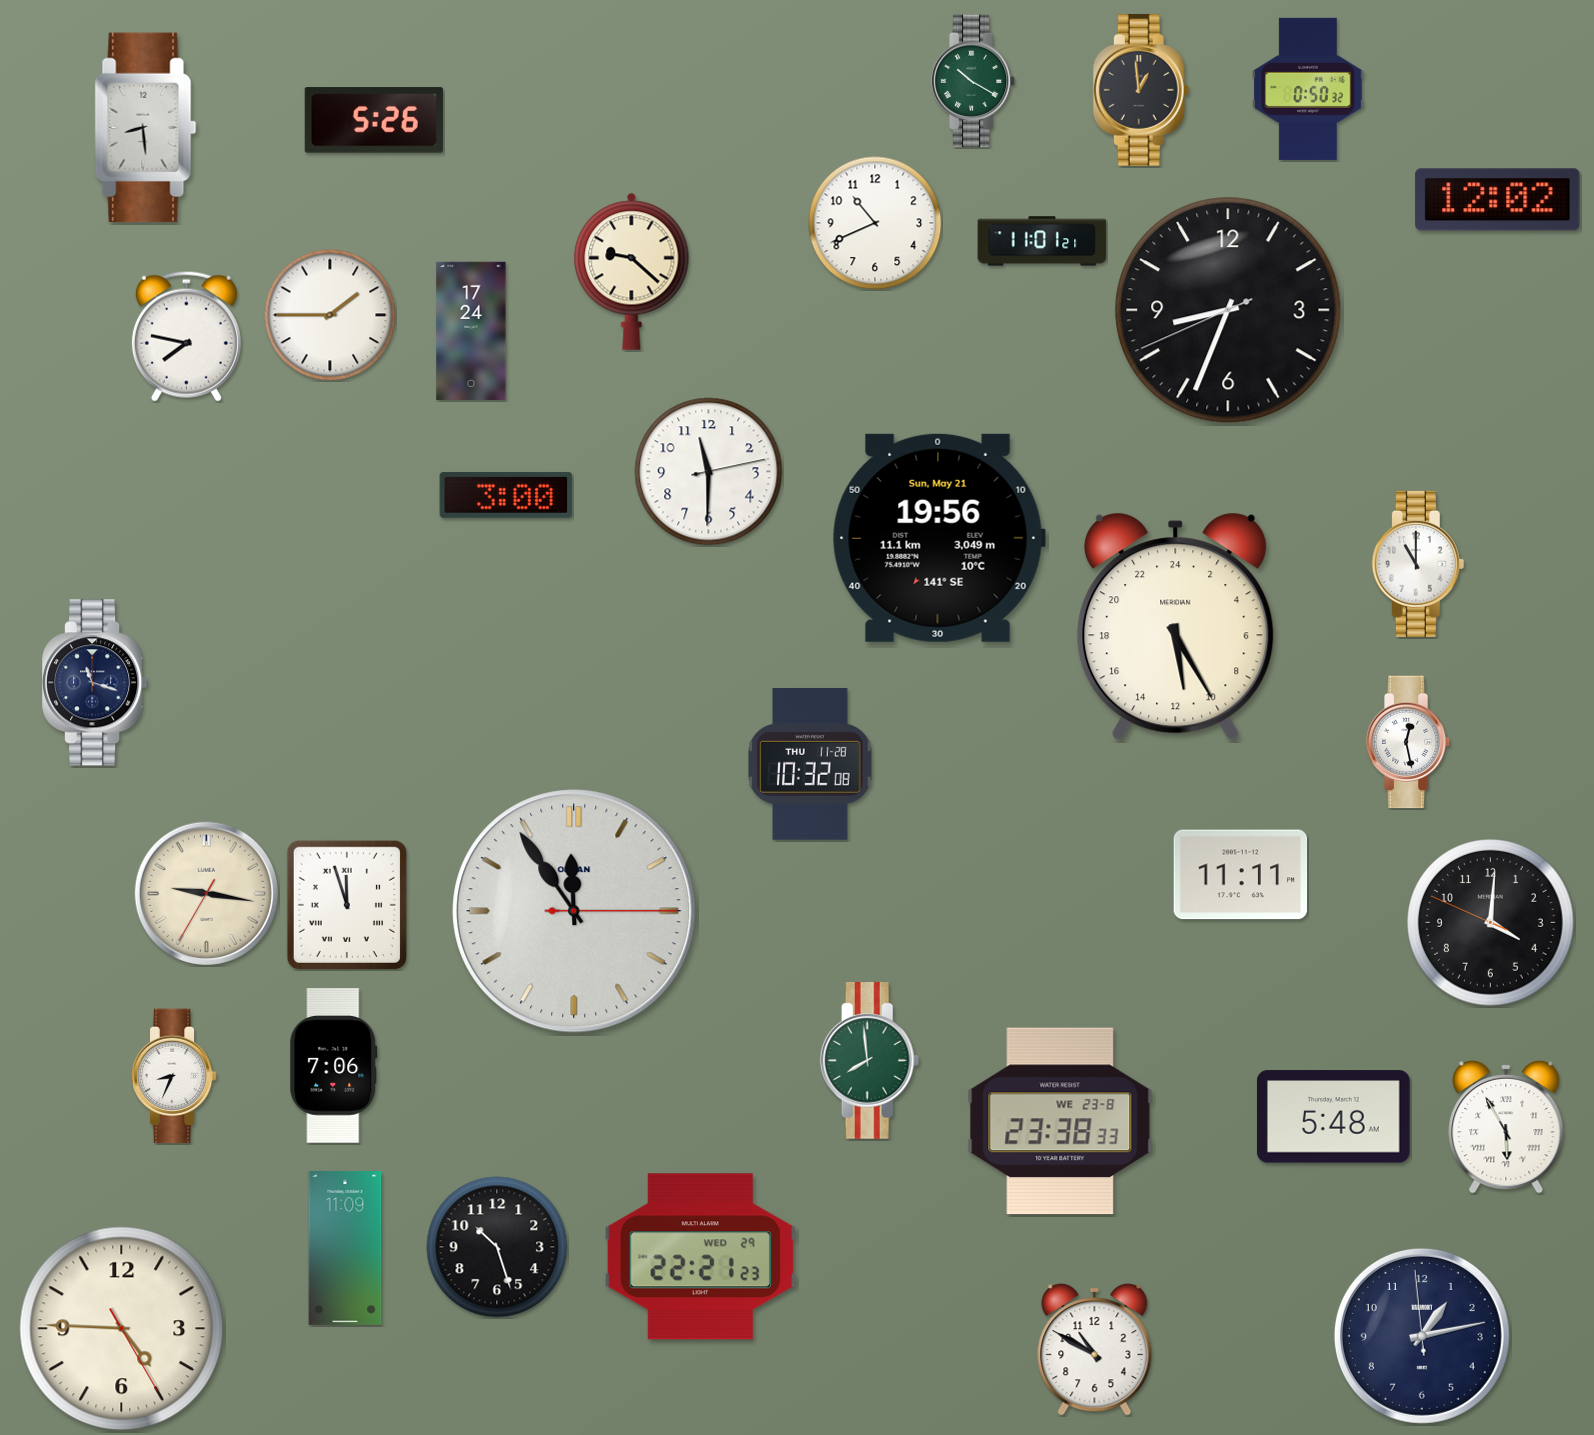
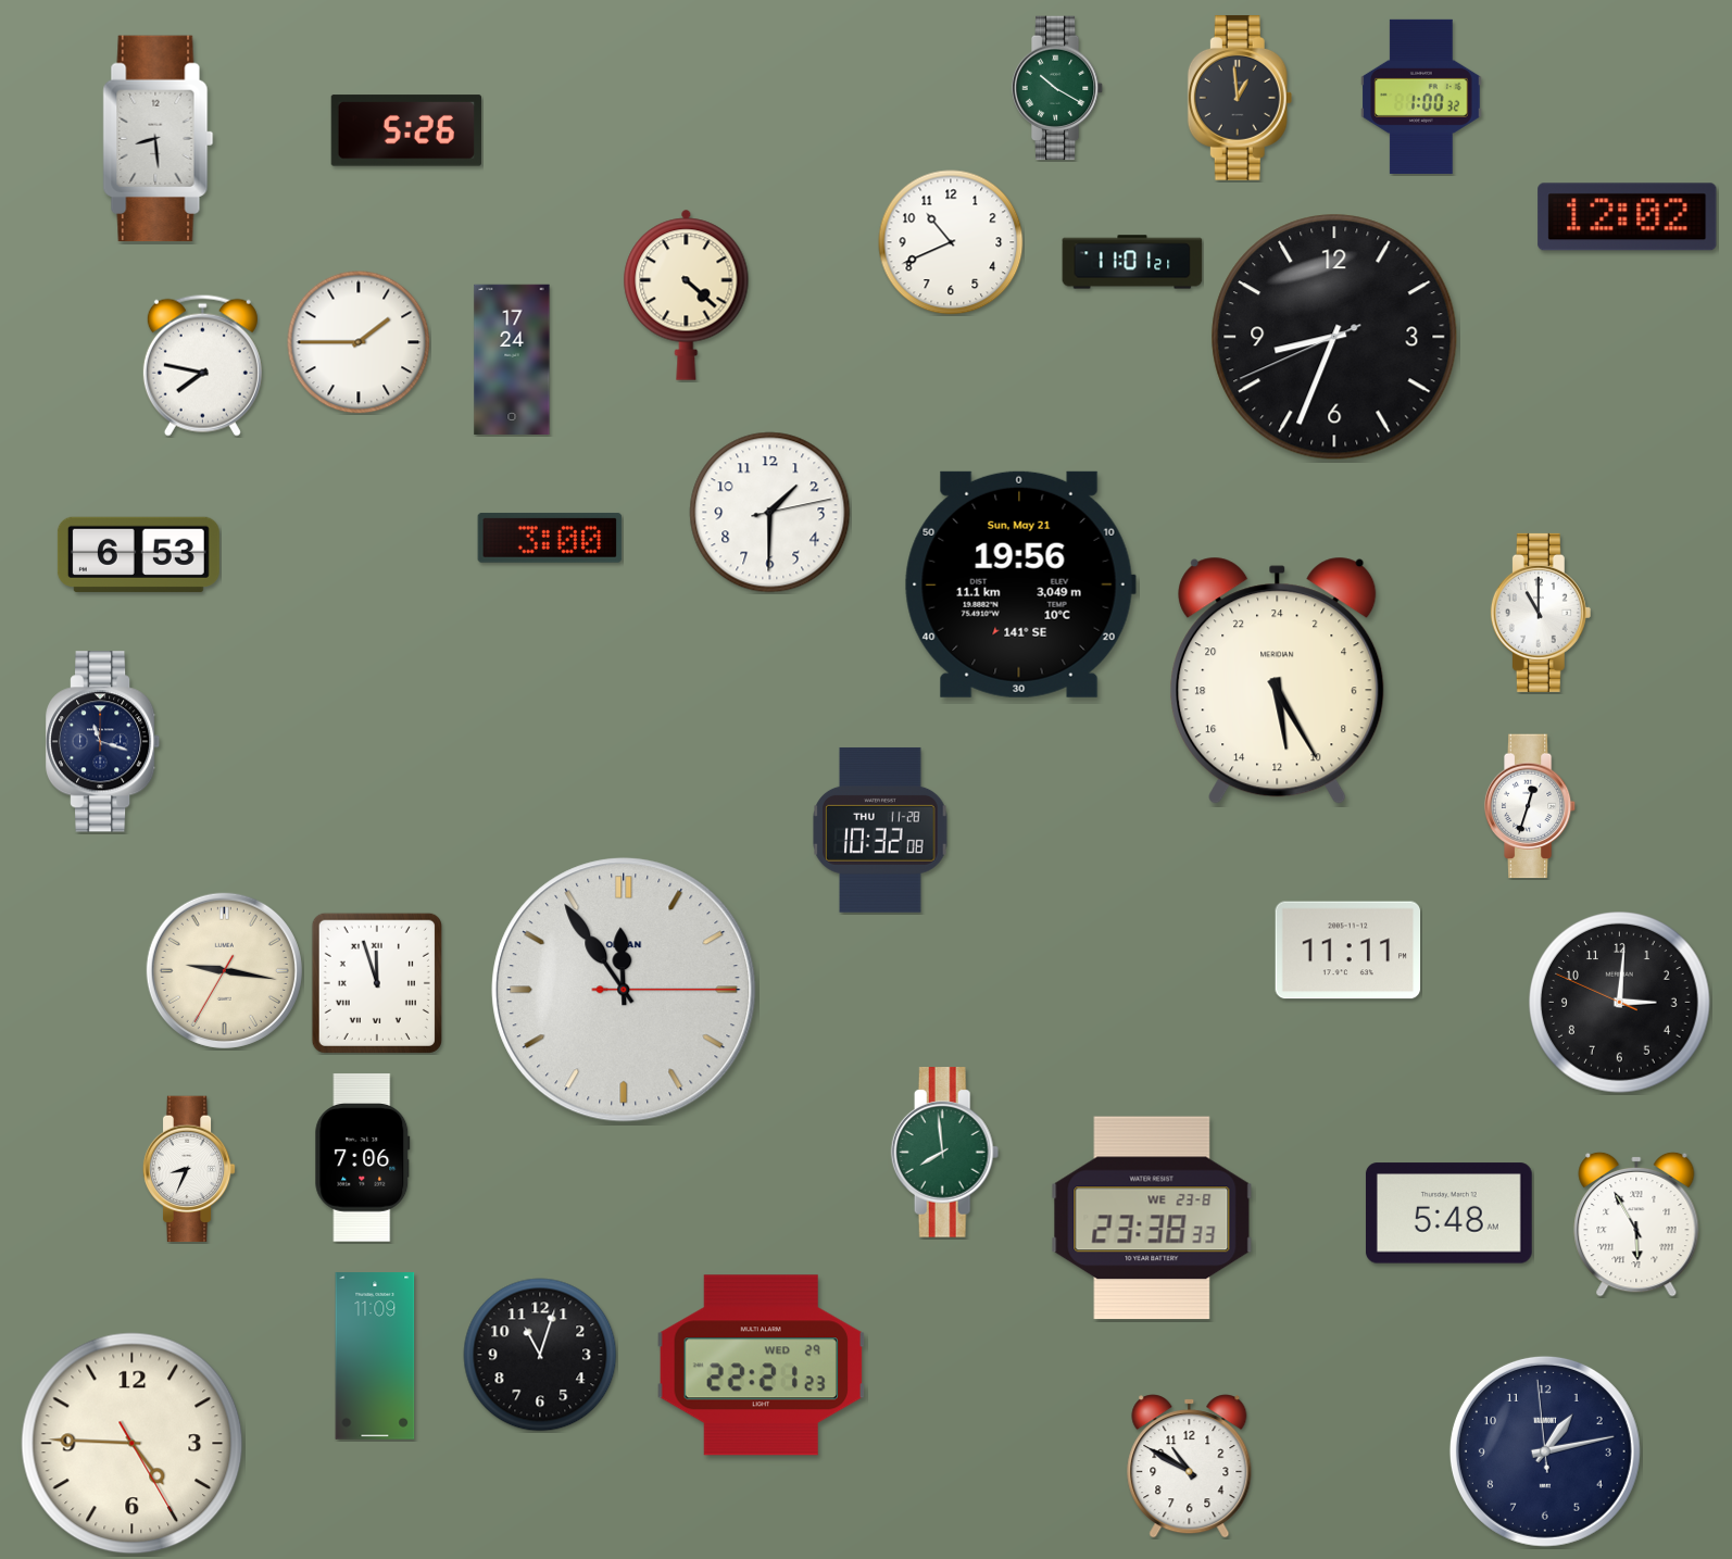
clock at (1308, 89): 0:50 -> 1:00
clock at (632, 271): 9:22 -> 4:22
clock at (709, 472): 11:30 -> 1:30
clock at (138, 554): none -> 6:53
clock at (1408, 742): 12:28 -> 12:33
clock at (1491, 923): 4:00 -> 3:00
clock at (497, 1247): 10:27 -> 11:03
